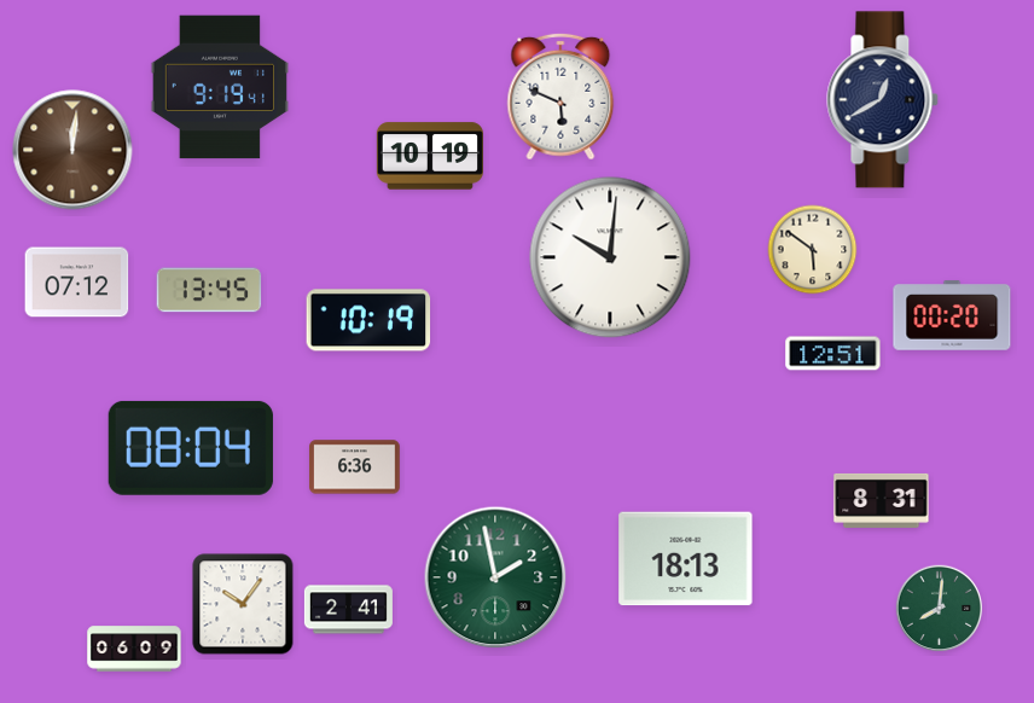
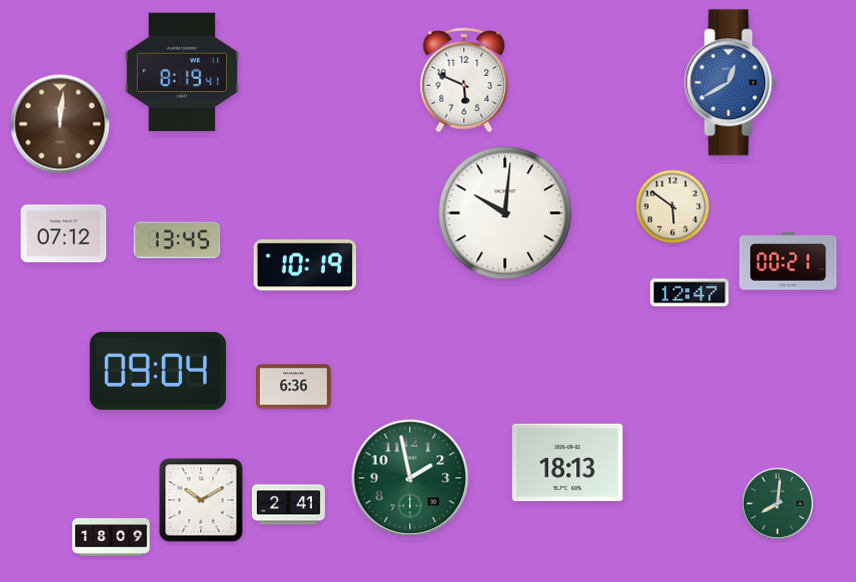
clock at (219, 87): 9:19 -> 8:19
clock at (883, 100) dial: navy -> blue
clock at (430, 156): 10:19 -> none
clock at (209, 290) position: (209, 290) -> (177, 240)
clock at (952, 315): 00:20 -> 00:21
clock at (833, 354): 12:51 -> 12:47
clock at (191, 448): 08:04 -> 09:04
clock at (882, 500): 8:31 -> none
clock at (243, 604): 10:06 -> 10:10
clock at (134, 649): 06:09 -> 18:09
